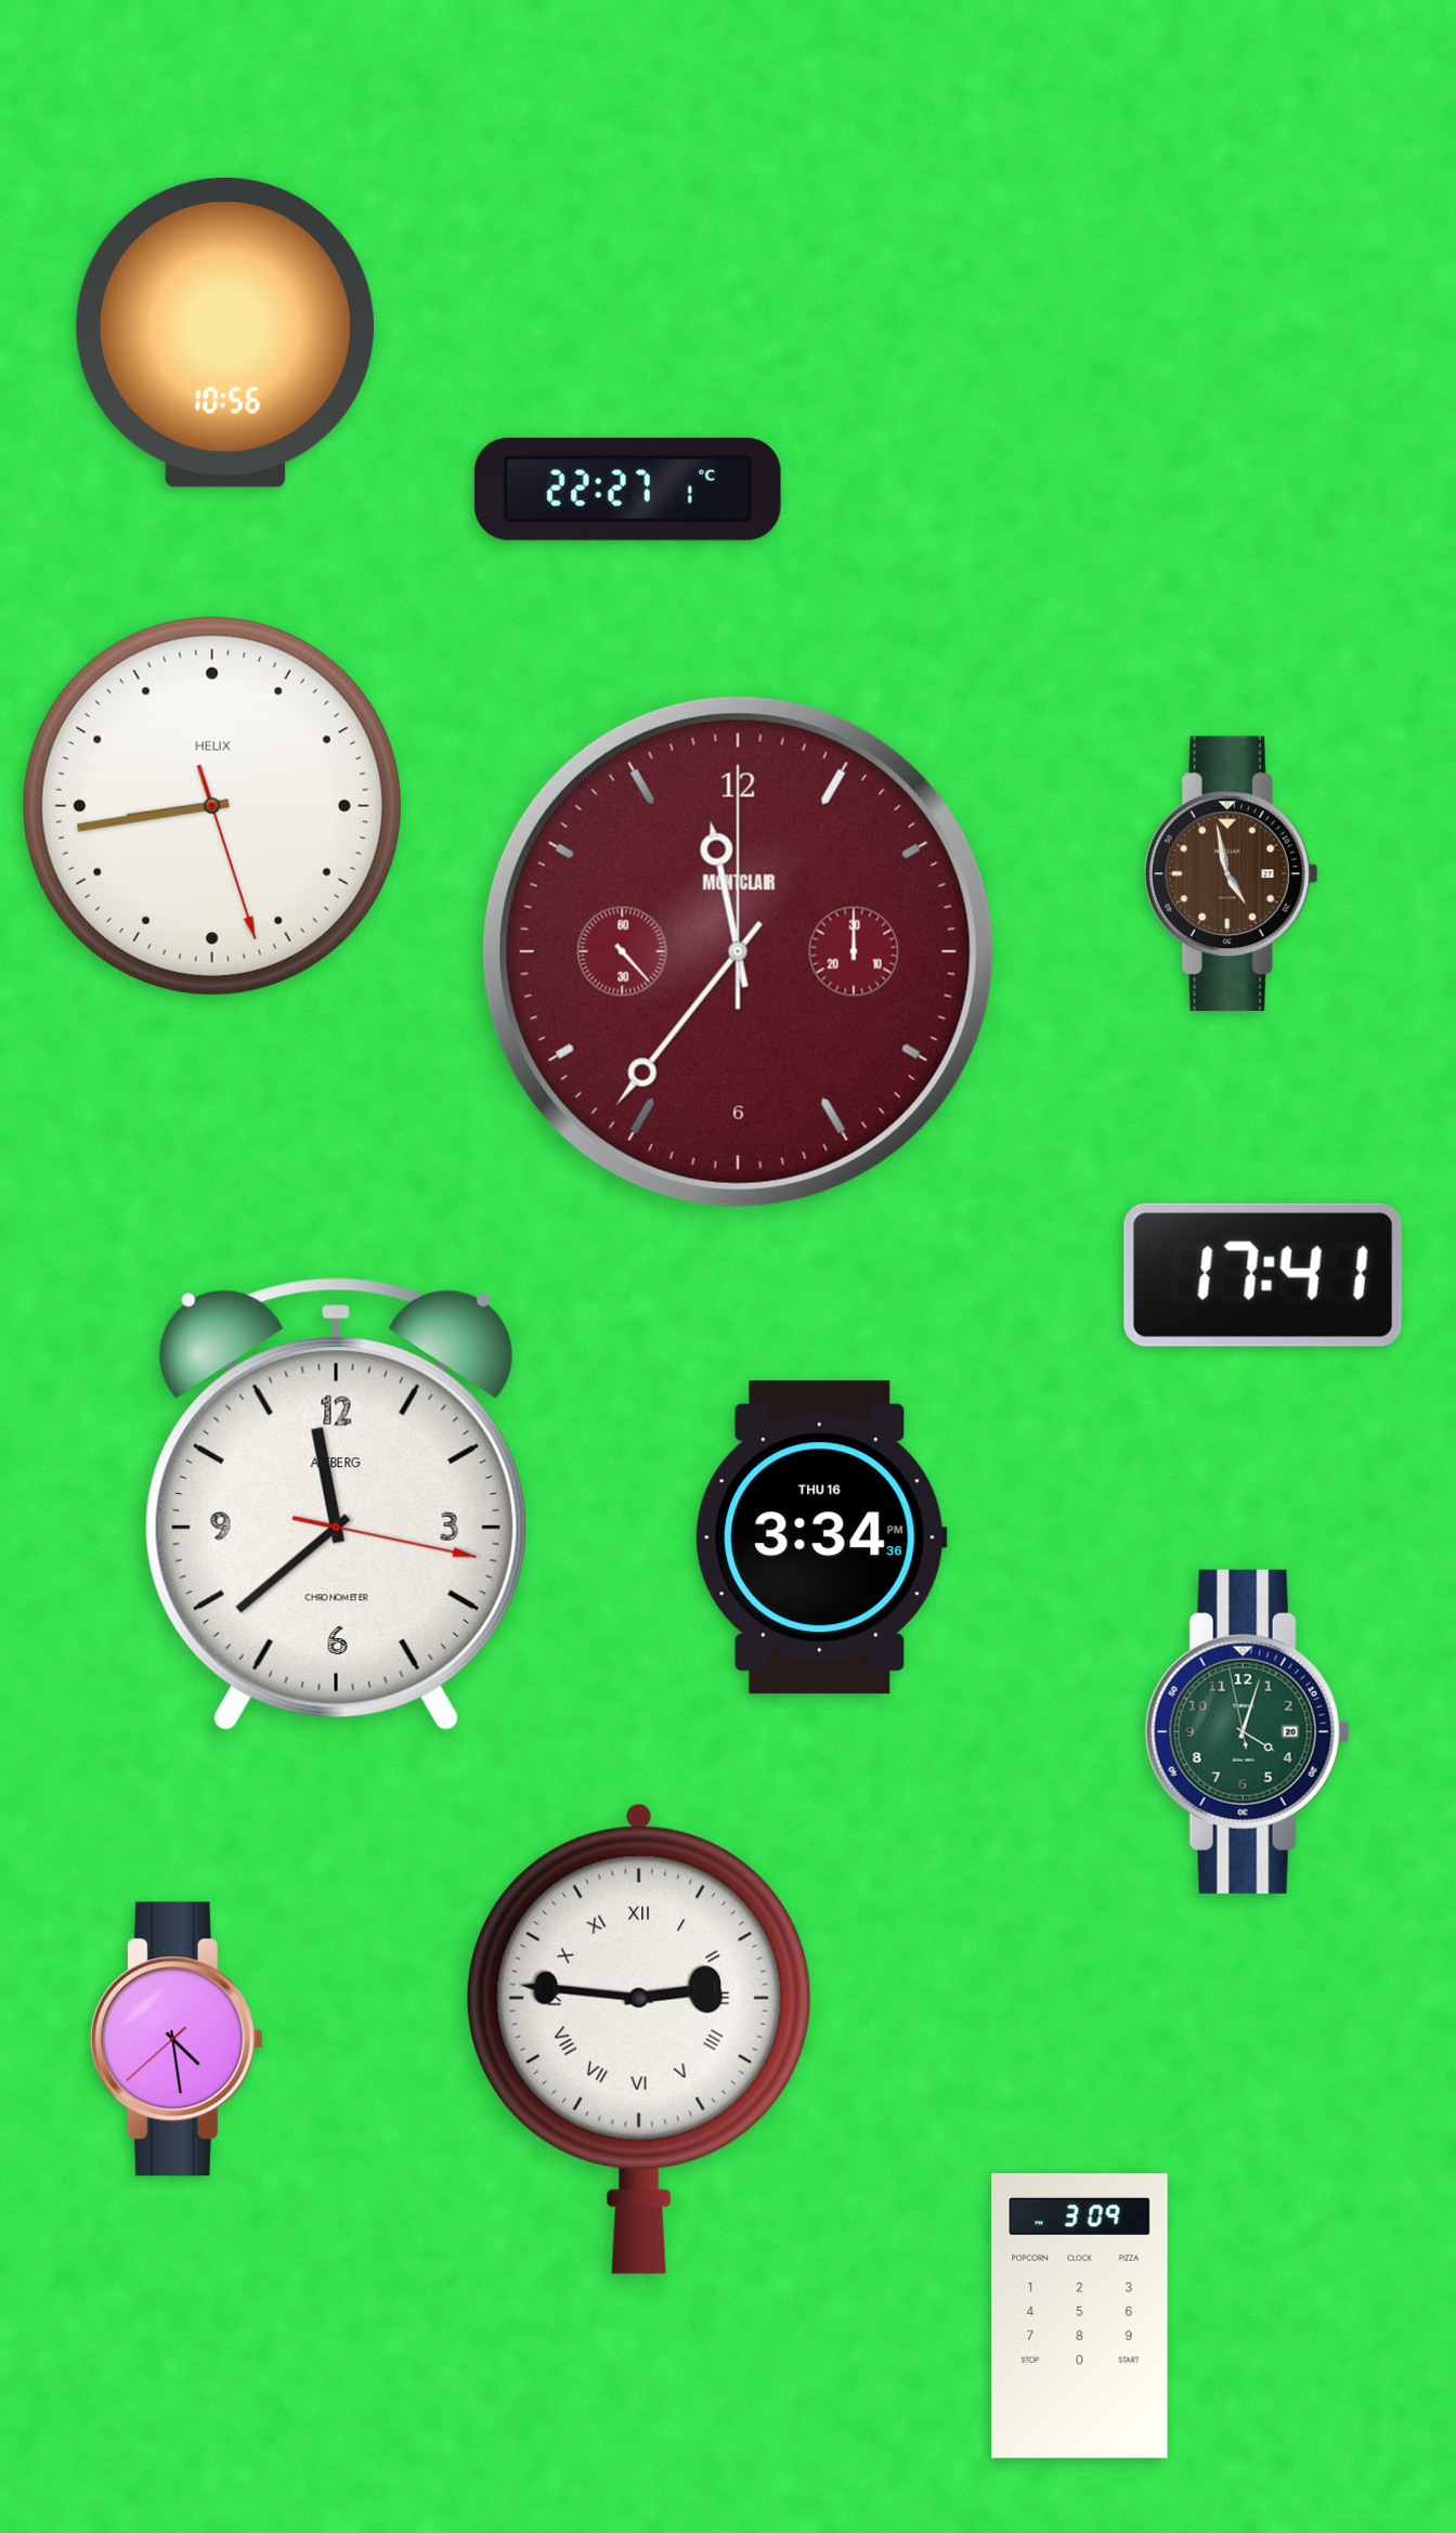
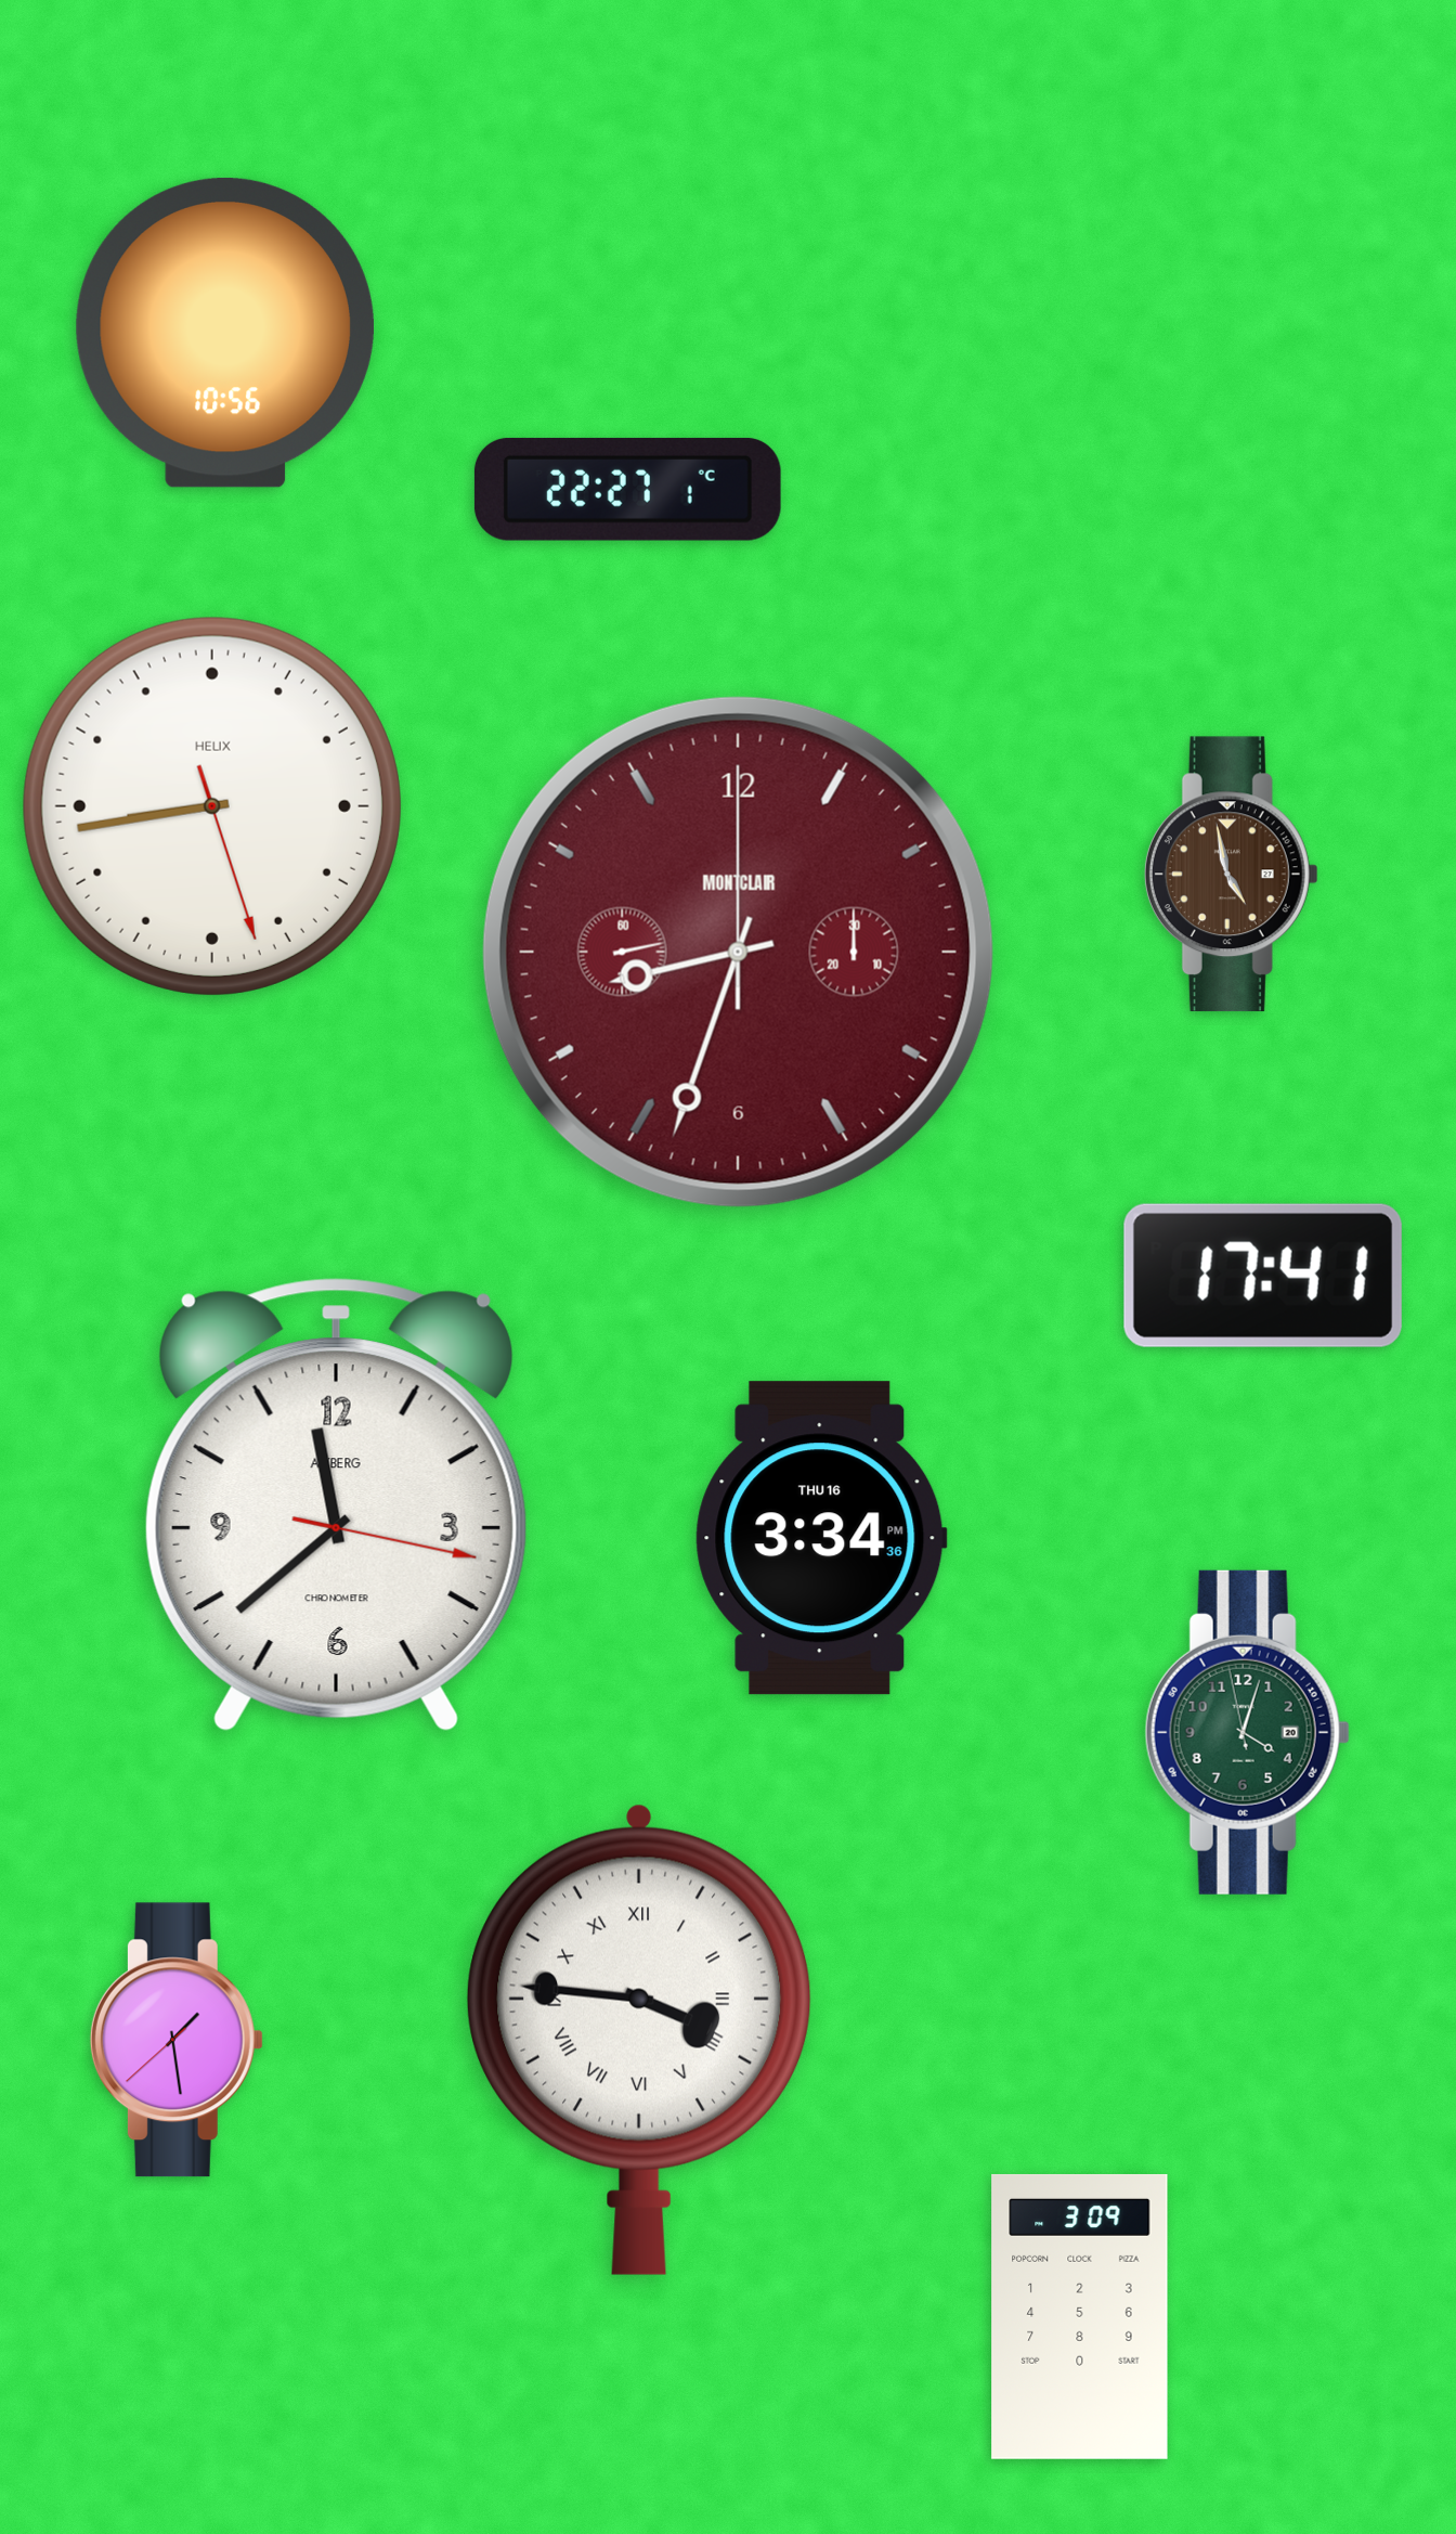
clock at (738, 951): 11:36 -> 8:33
clock at (177, 2039): 4:28 -> 1:28
clock at (639, 2039): 2:46 -> 3:46
